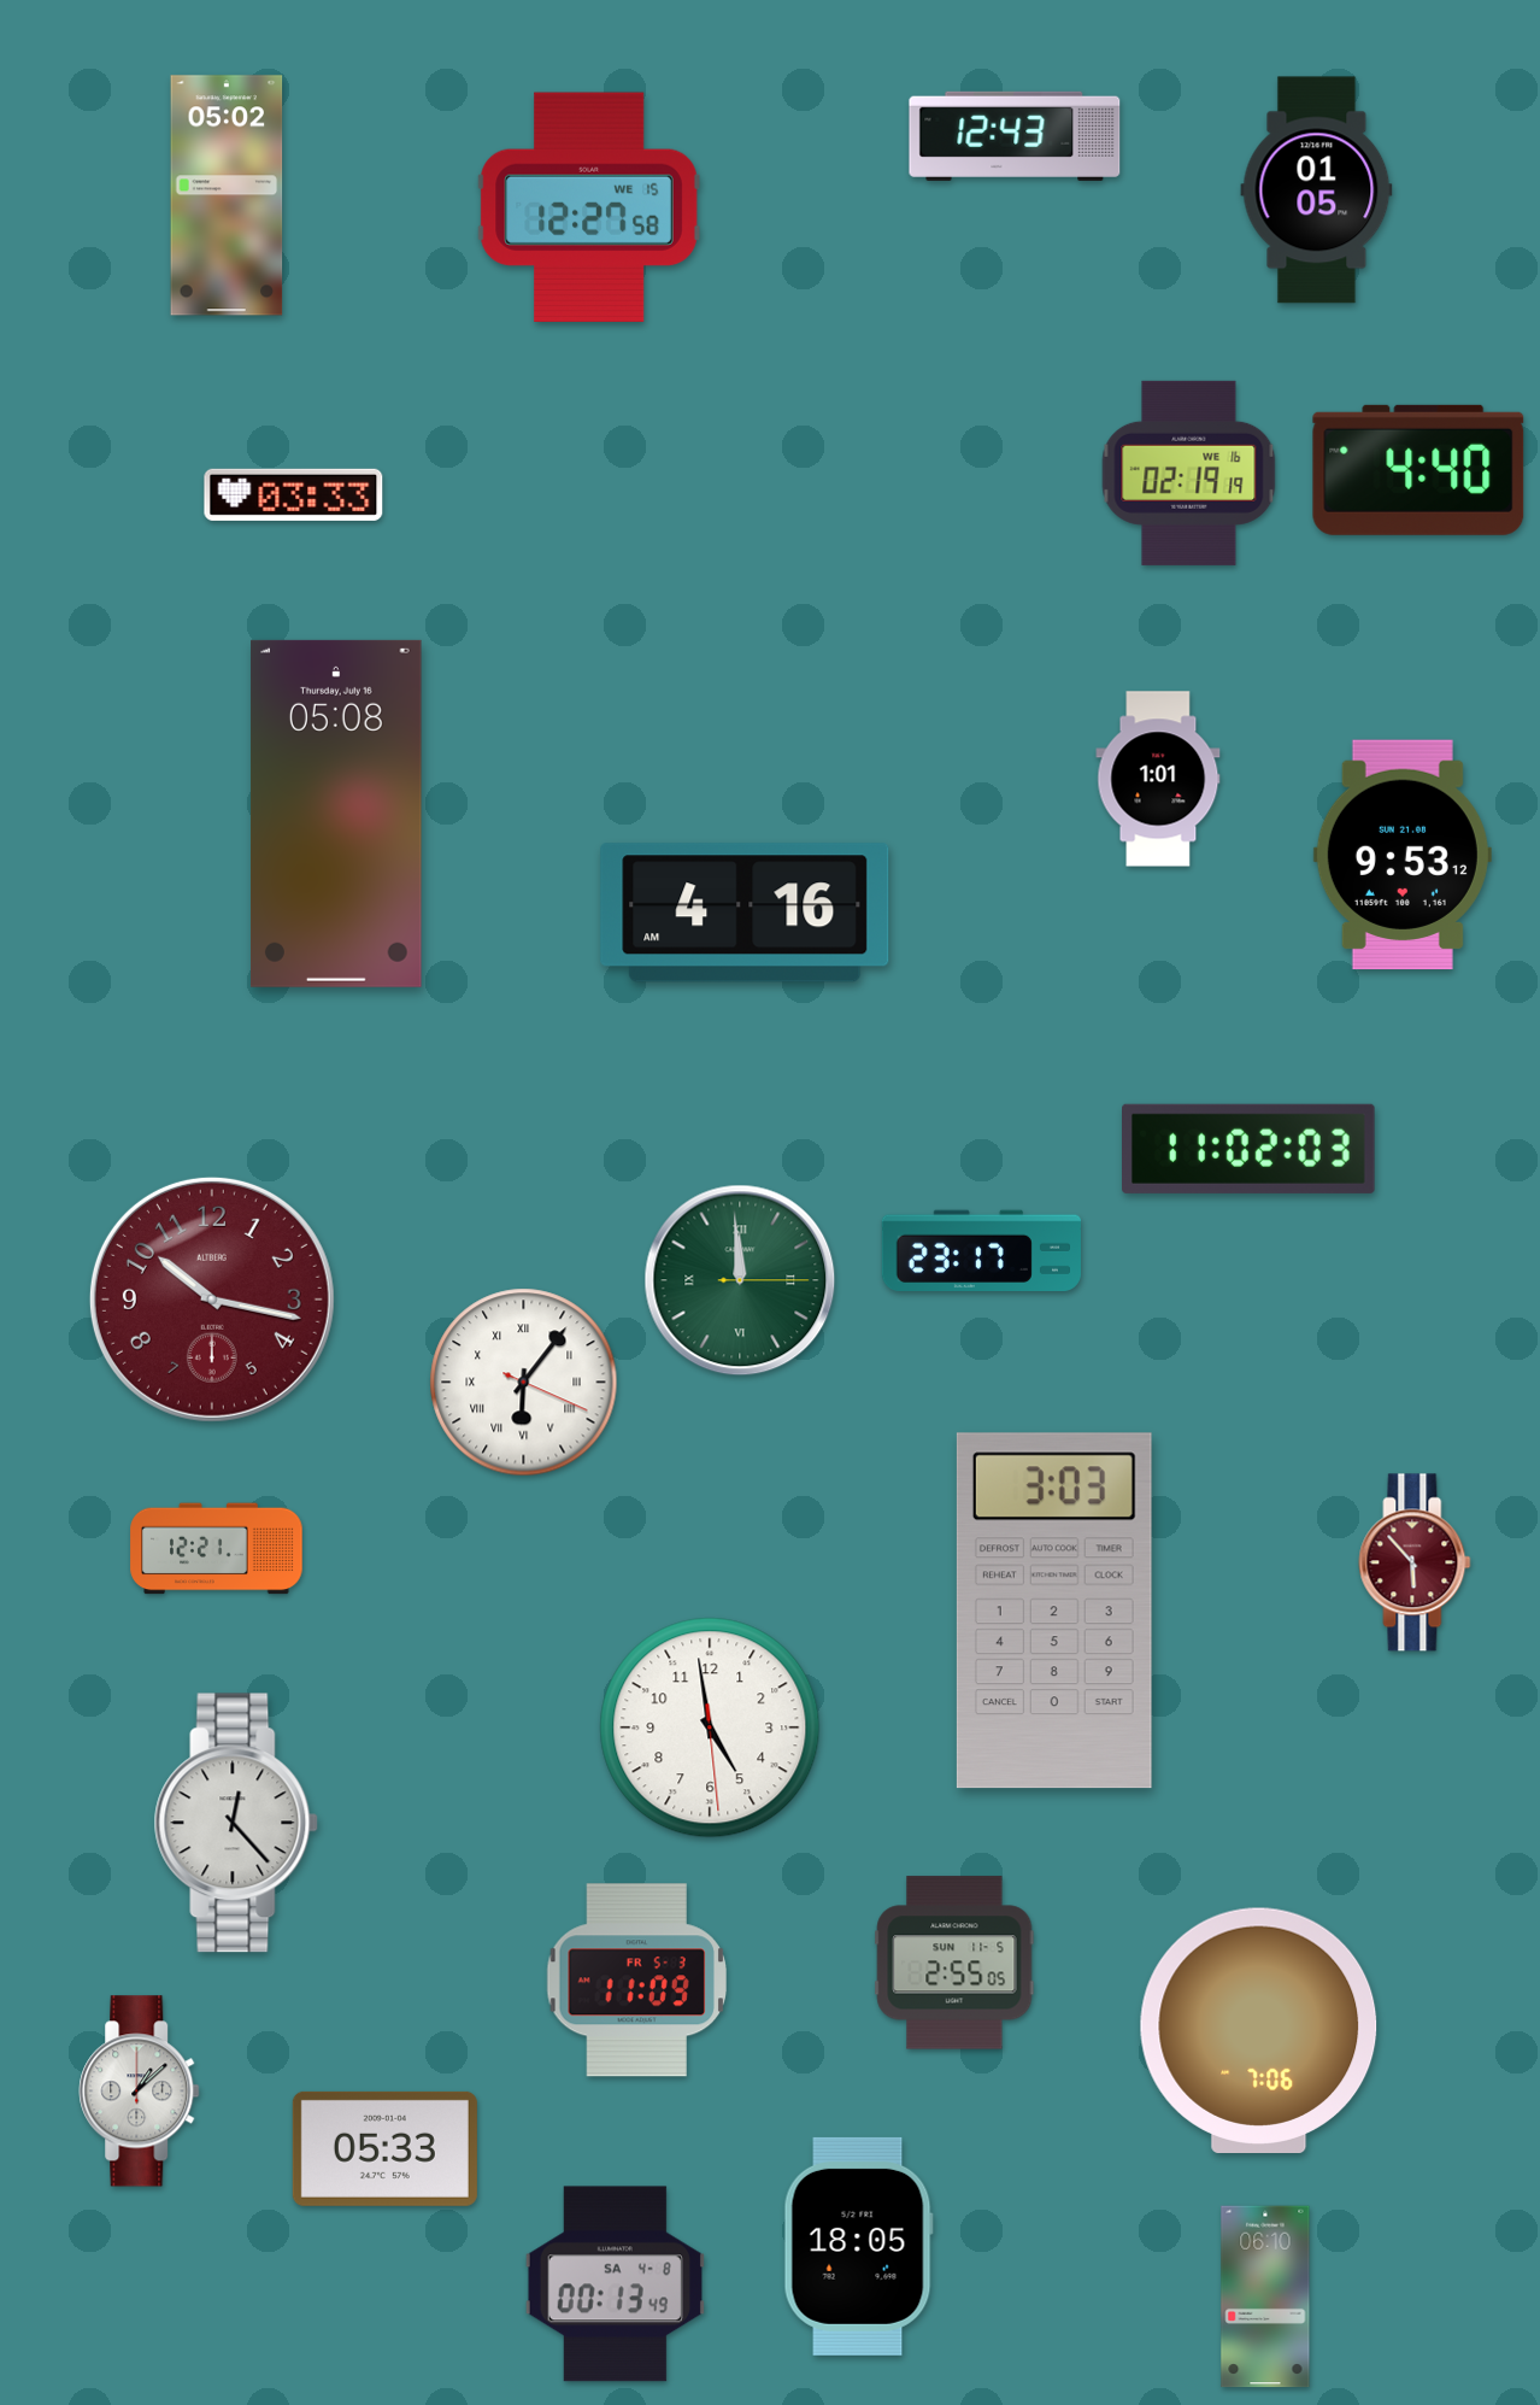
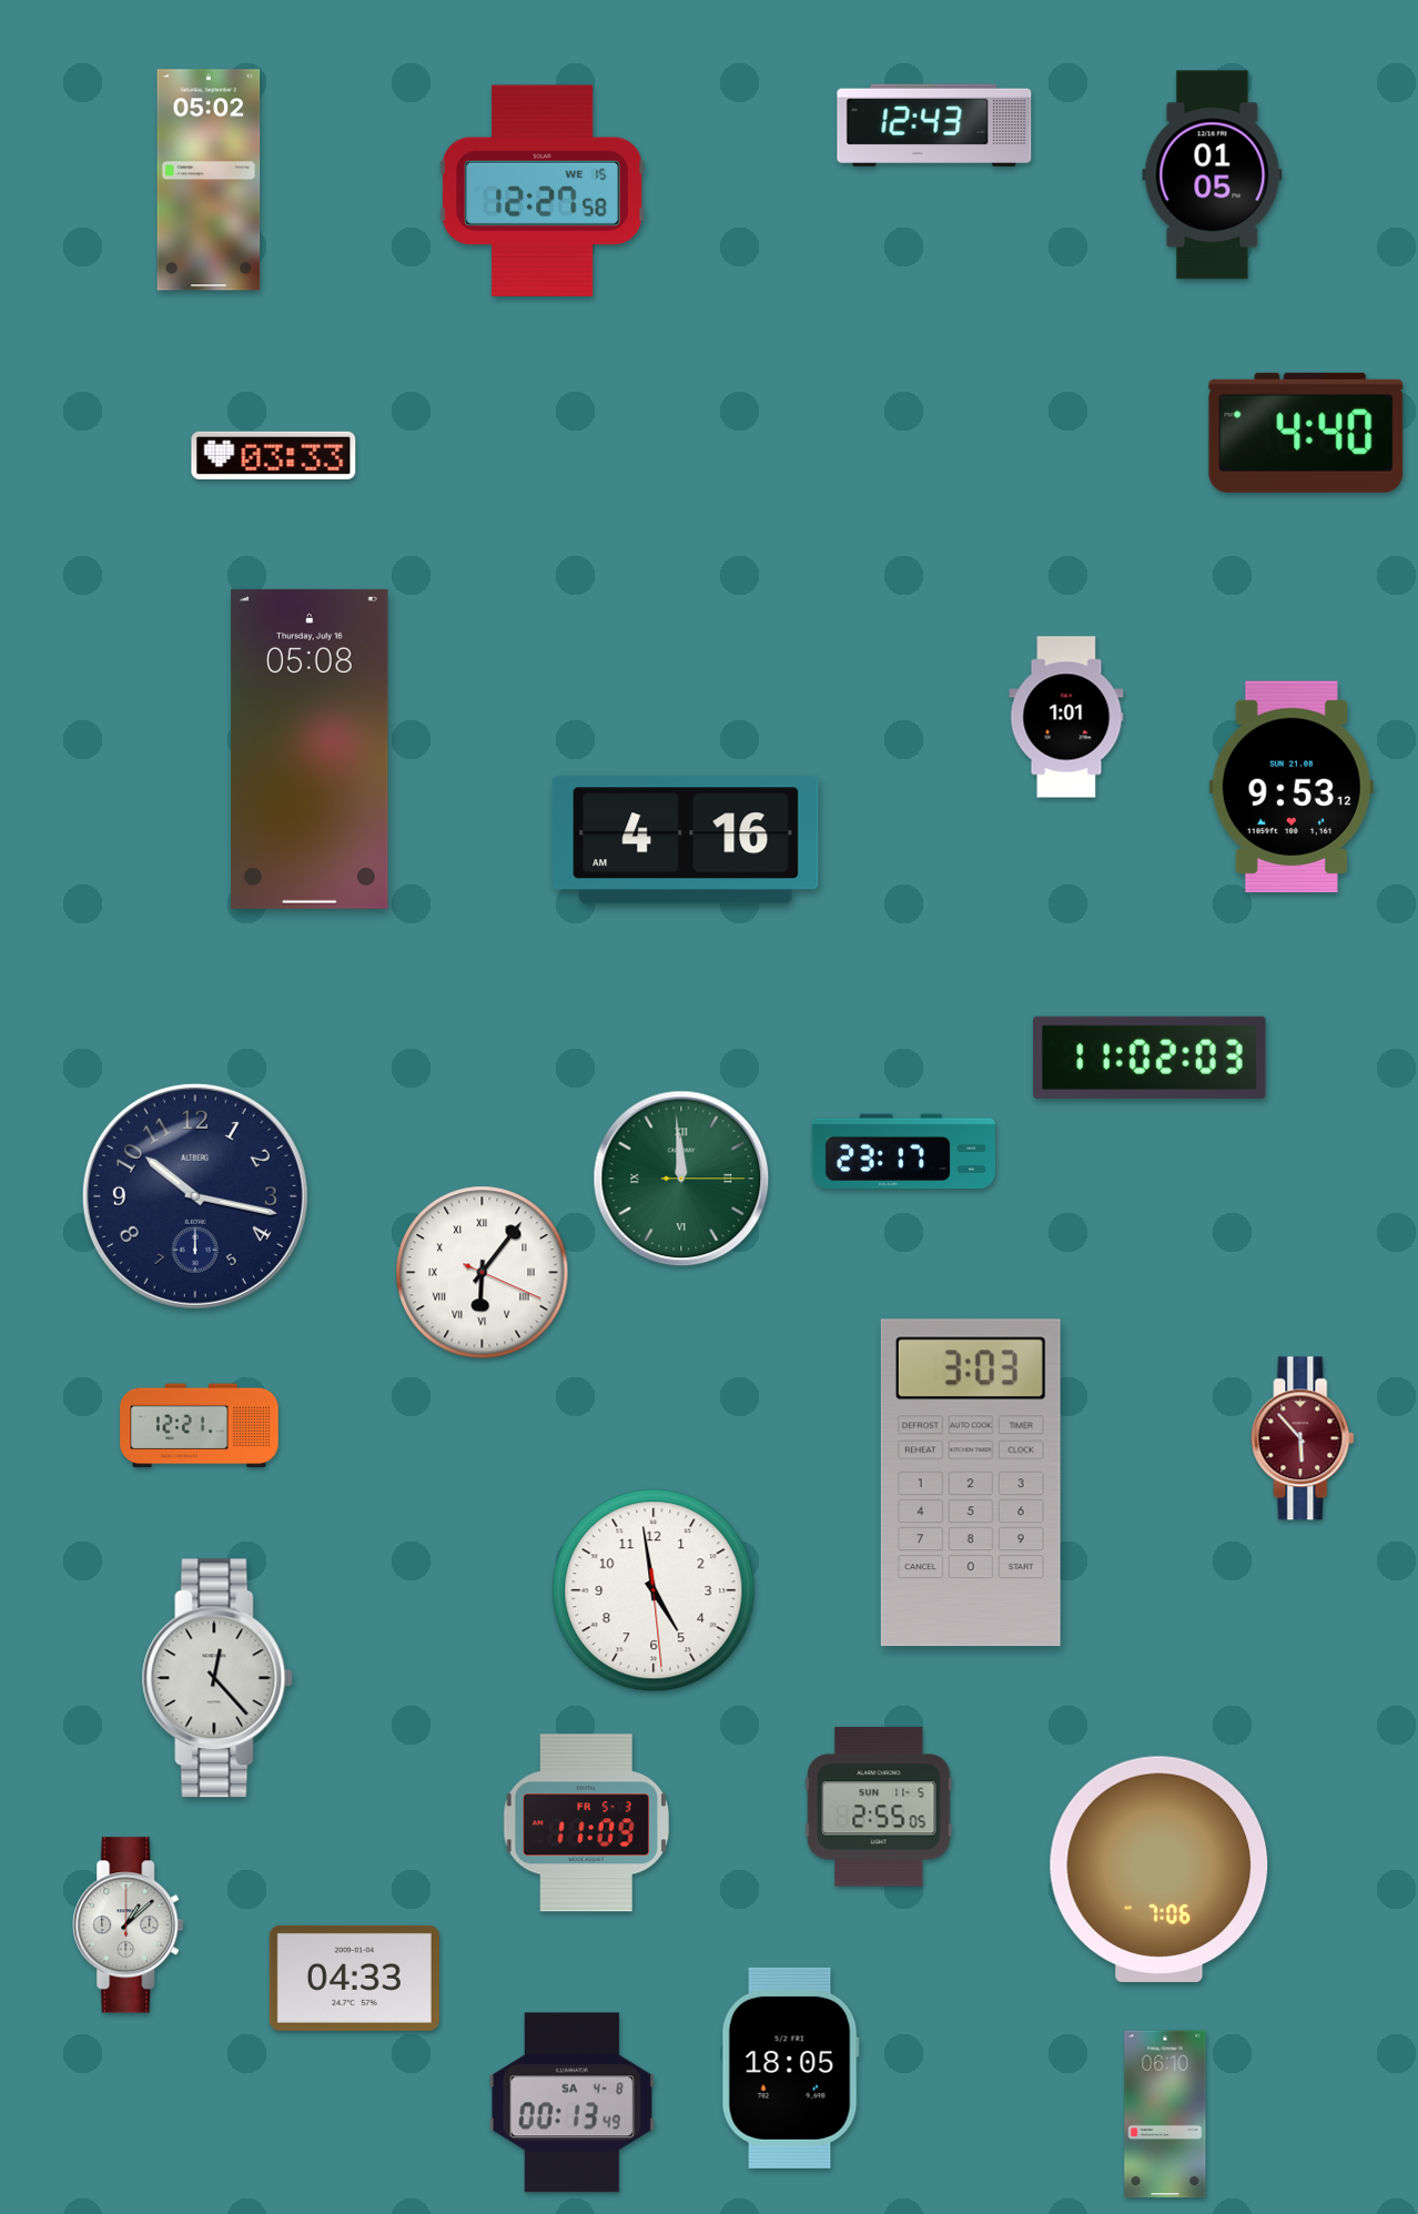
clock at (1189, 473): 02:19 -> none
clock at (294, 494) position: (294, 494) -> (274, 455)
clock at (212, 1300) dial: burgundy -> navy
clock at (384, 2148): 05:33 -> 04:33
clock at (615, 2284) position: (615, 2284) -> (571, 2103)
